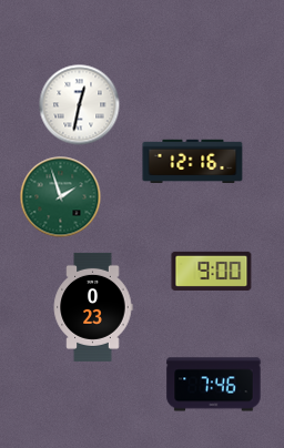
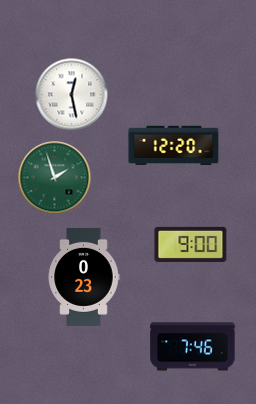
clock at (80, 105): 12:32 -> 12:28
clock at (193, 162): 12:16 -> 12:20
